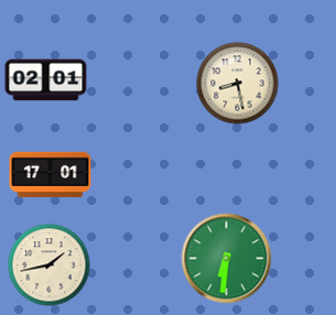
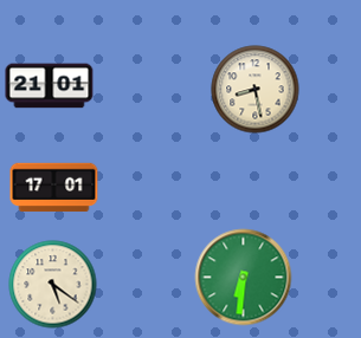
clock at (46, 80): 02:01 -> 21:01
clock at (50, 265): 1:43 -> 5:21
